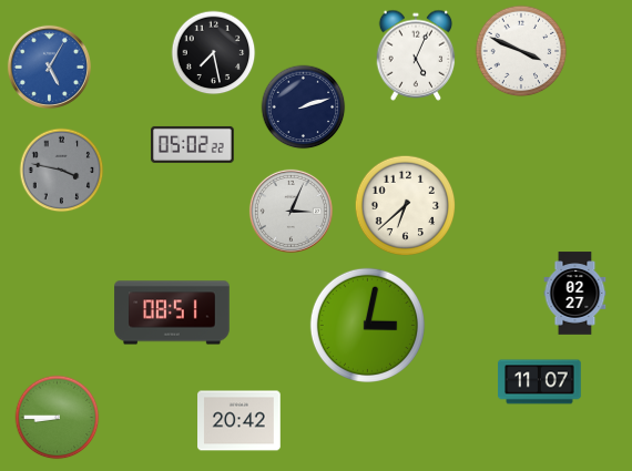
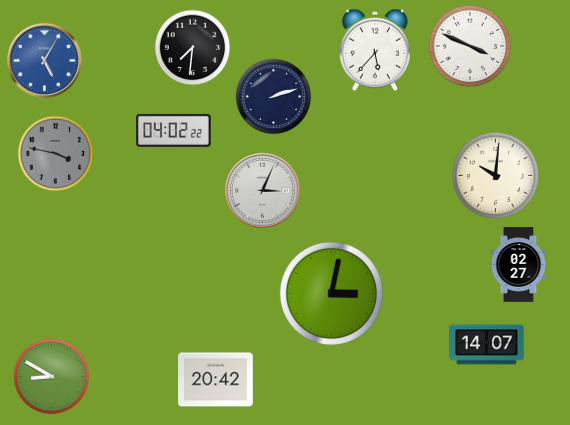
clock at (214, 53): 7:28 -> 7:31
clock at (416, 55): 5:04 -> 5:37
clock at (193, 144): 05:02 -> 04:02
clock at (496, 176): none -> 10:01
clock at (406, 206): 6:38 -> none
clock at (172, 313): 08:51 -> none
clock at (540, 382): 11:07 -> 14:07
clock at (58, 418): 8:45 -> 8:50
